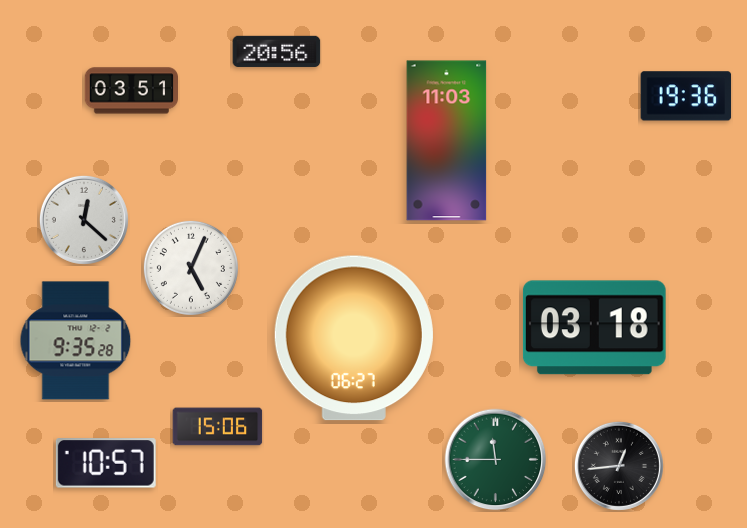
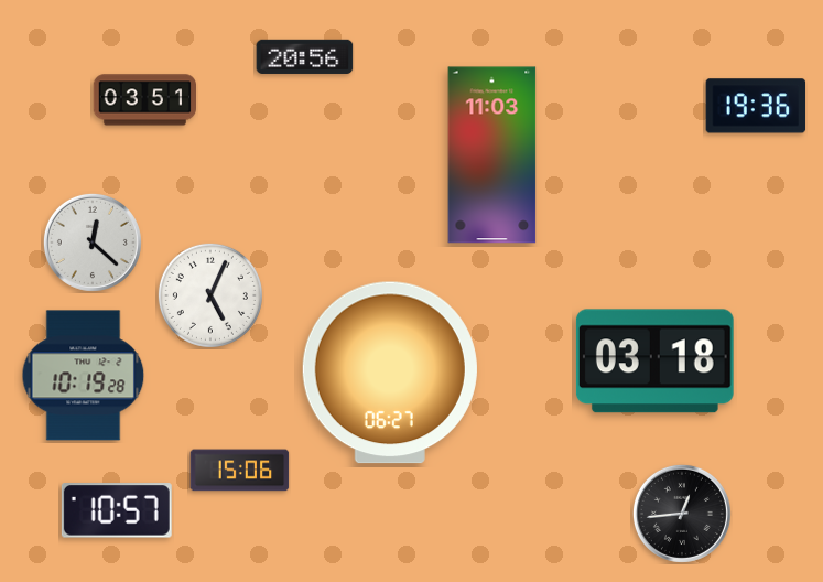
clock at (76, 341): 9:35 -> 10:19
clock at (496, 460): 11:45 -> none
